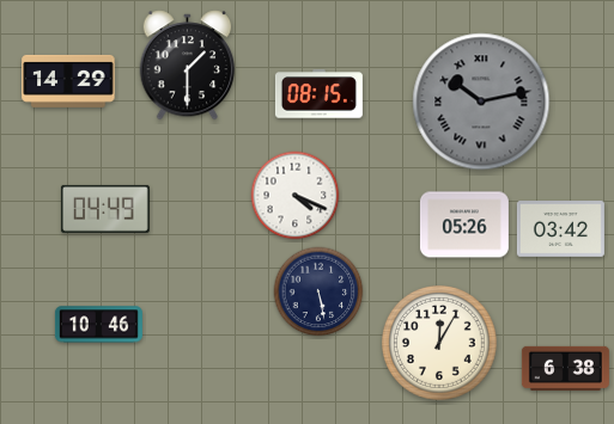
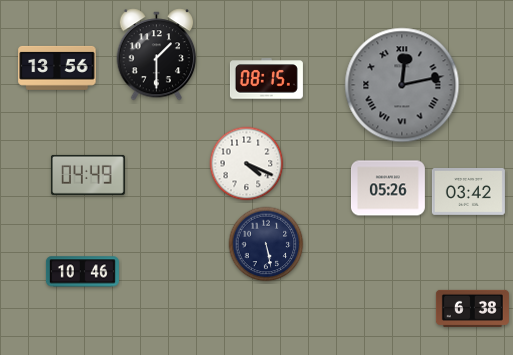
clock at (68, 81): 14:29 -> 13:56
clock at (481, 102): 10:13 -> 12:13
clock at (439, 343): 12:05 -> none
